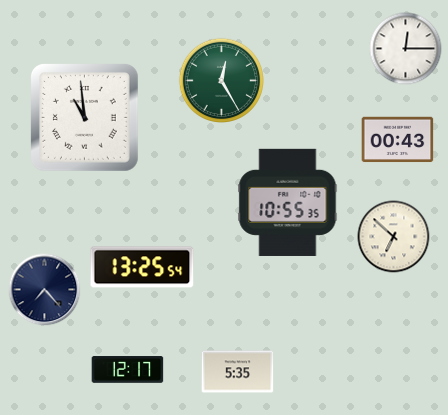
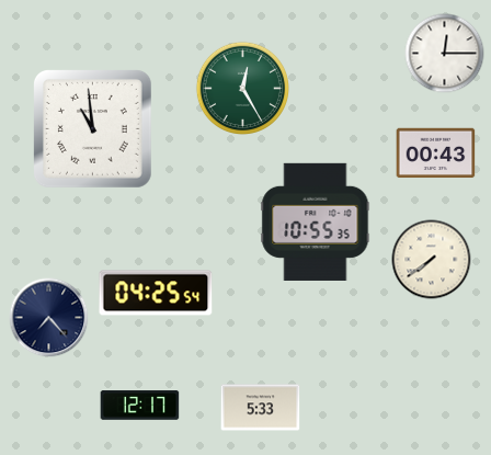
clock at (394, 237): 6:52 -> 7:39
clock at (142, 267): 13:25 -> 04:25
clock at (238, 372): 5:35 -> 5:33
